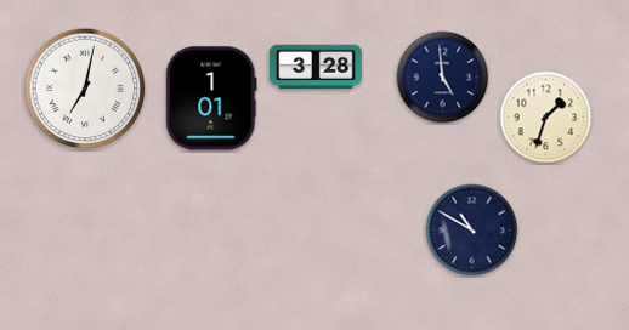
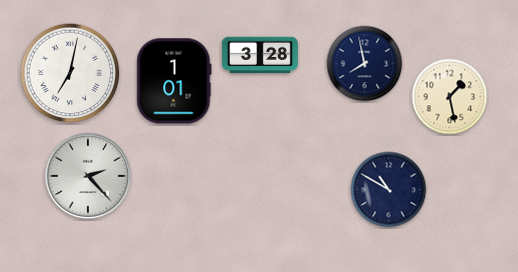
clock at (443, 78): 4:59 -> 7:58
clock at (546, 118): 1:33 -> 1:28
clock at (88, 176): none -> 2:23
